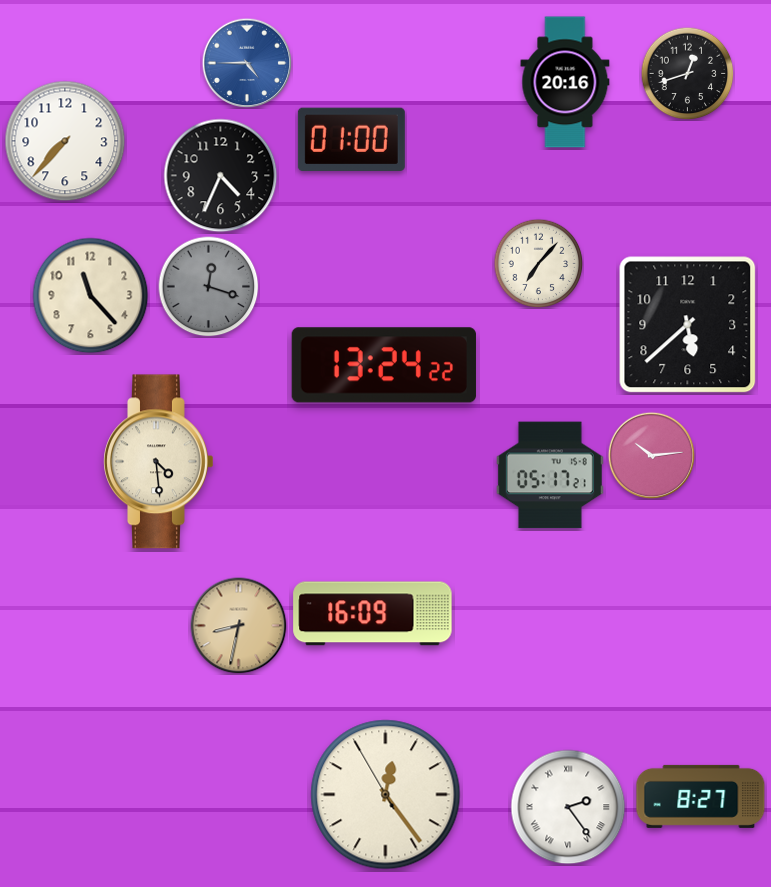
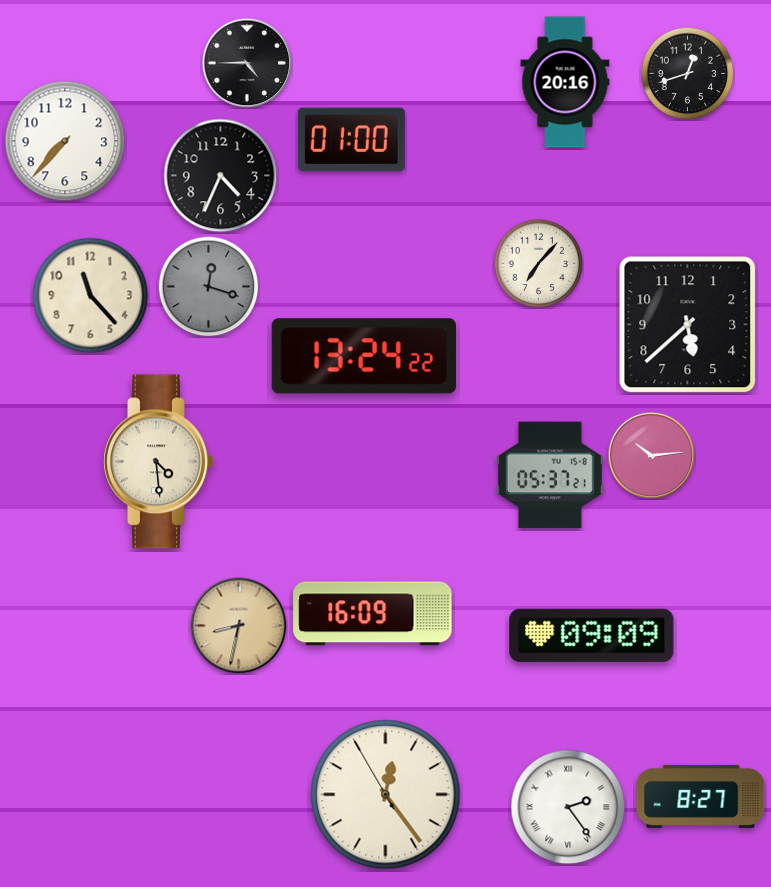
clock at (247, 63) dial: blue -> black
clock at (384, 365) position: (384, 365) -> (364, 356)
clock at (550, 475): 05:17 -> 05:37
clock at (592, 635): none -> 09:09
